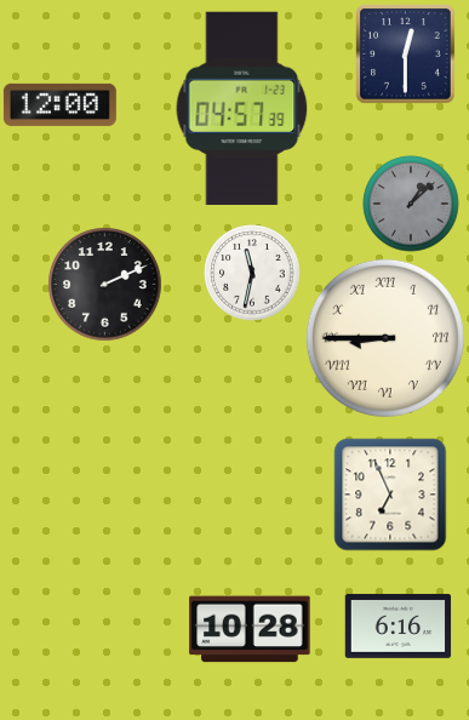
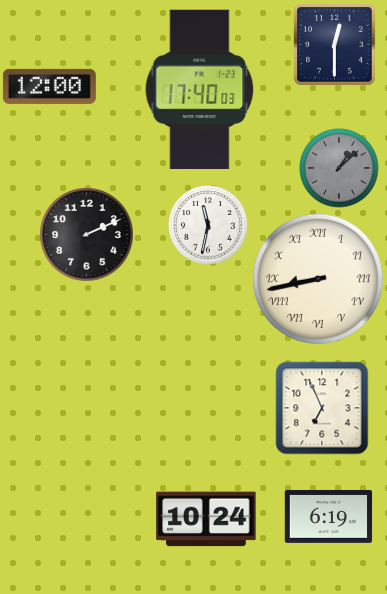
clock at (242, 108): 04:57 -> 17:40
clock at (385, 338): 8:45 -> 8:43
clock at (399, 625): 6:16 -> 6:19
clock at (250, 629): 10:28 -> 10:24
